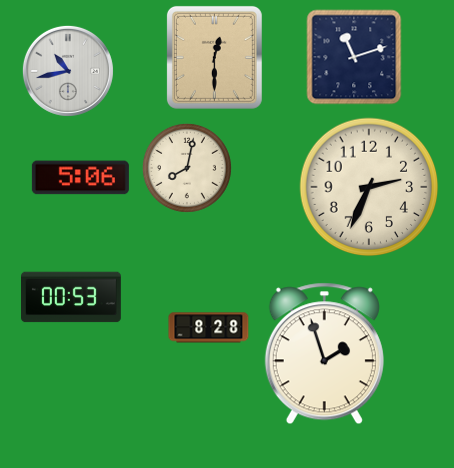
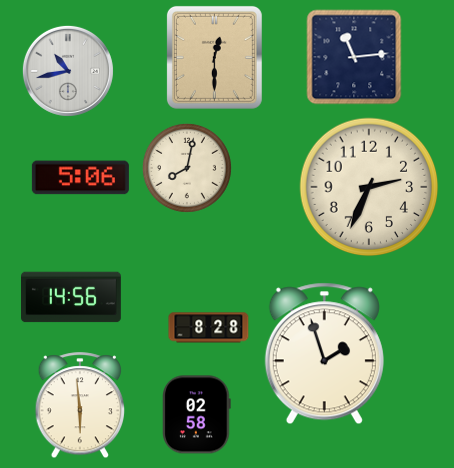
clock at (354, 57): 11:12 -> 11:14
clock at (72, 297): 00:53 -> 14:56
clock at (79, 406): none -> 5:59
clock at (197, 415): none -> 02:58
